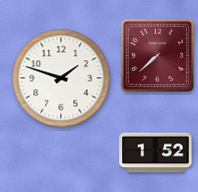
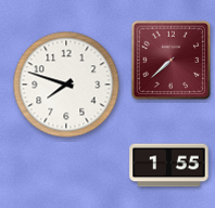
clock at (61, 78): 1:48 -> 7:48
clock at (156, 153): 1:52 -> 1:55
